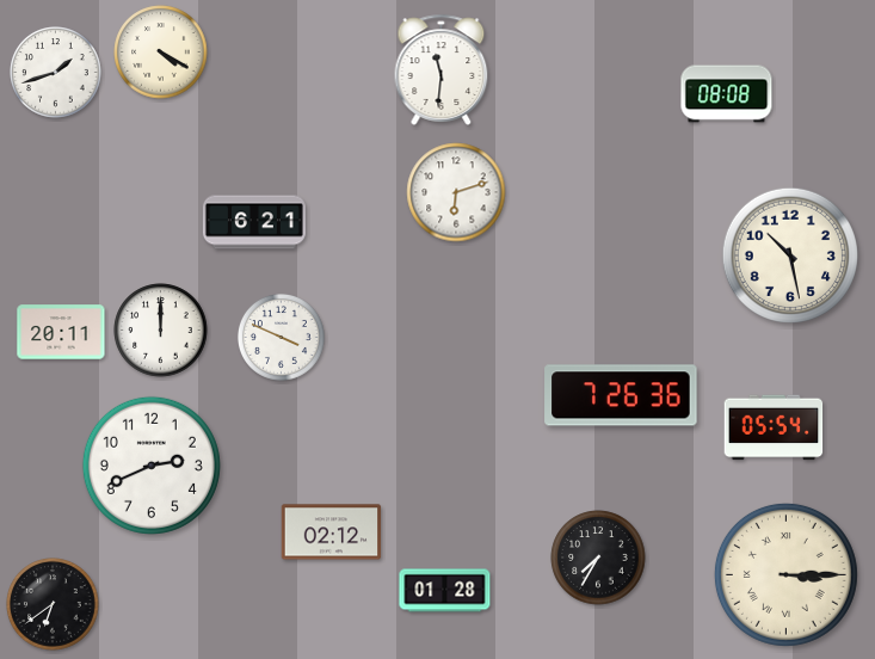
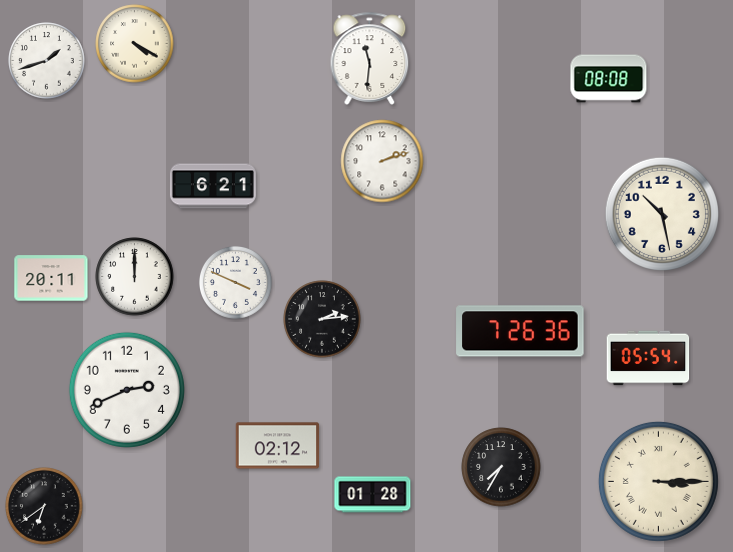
clock at (456, 192): 6:12 -> 2:12
clock at (322, 319): none -> 2:14
